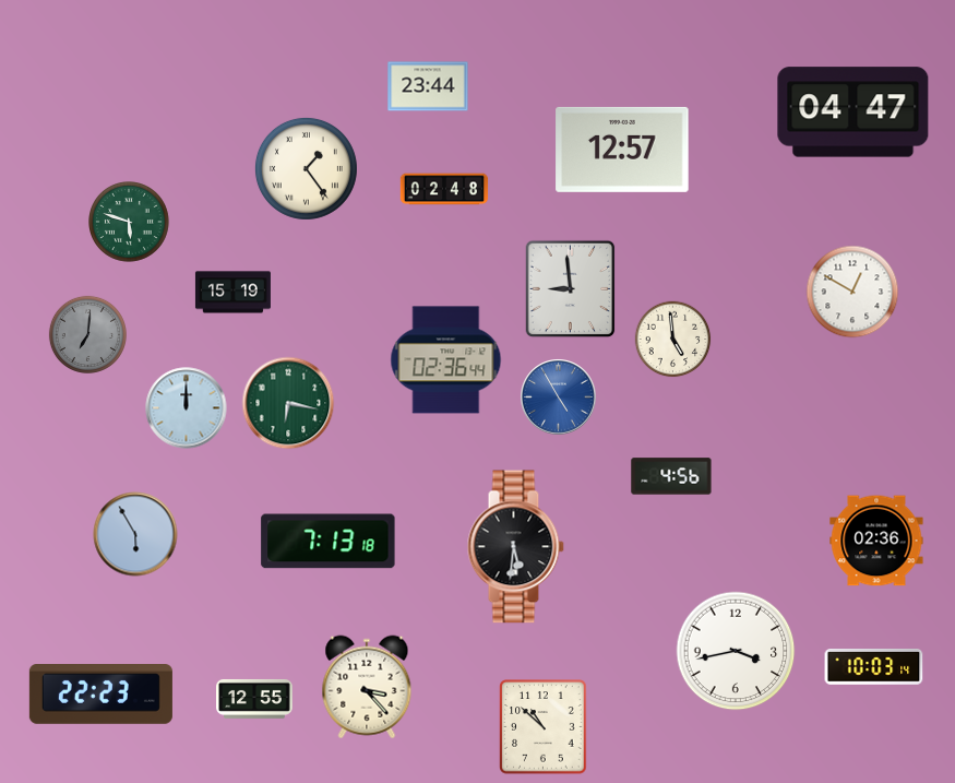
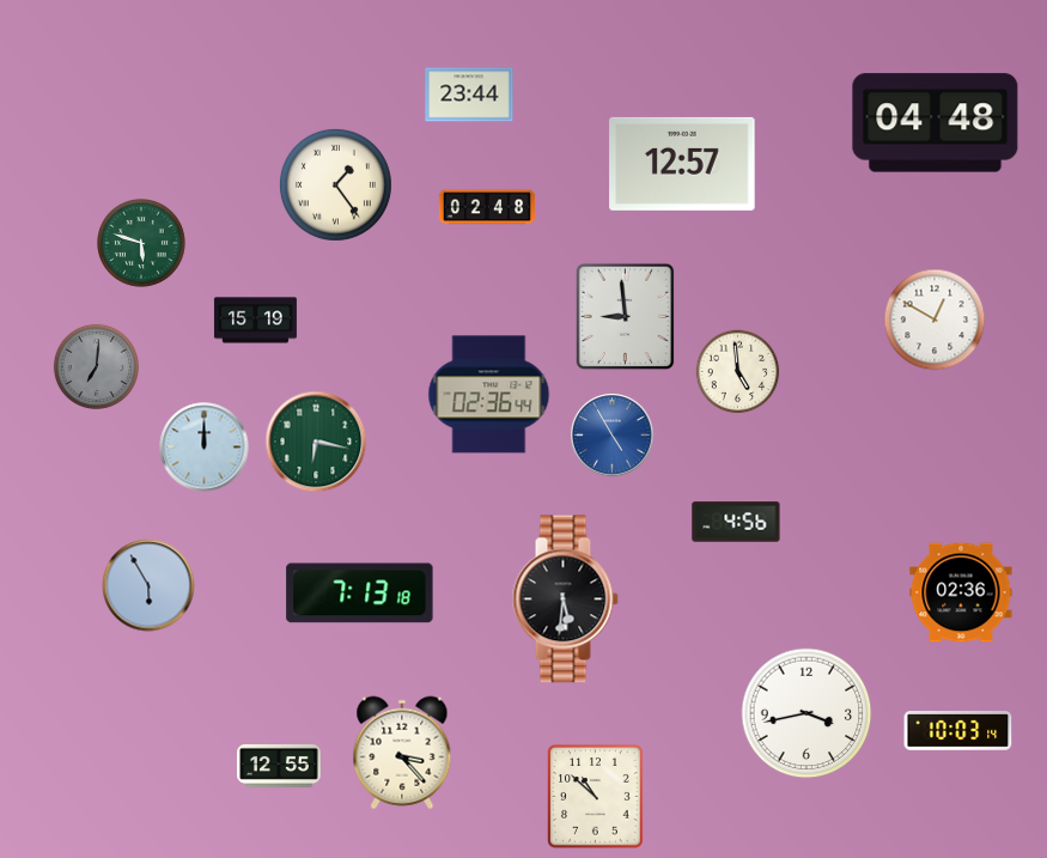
clock at (853, 112): 04:47 -> 04:48
clock at (100, 695): 22:23 -> none
